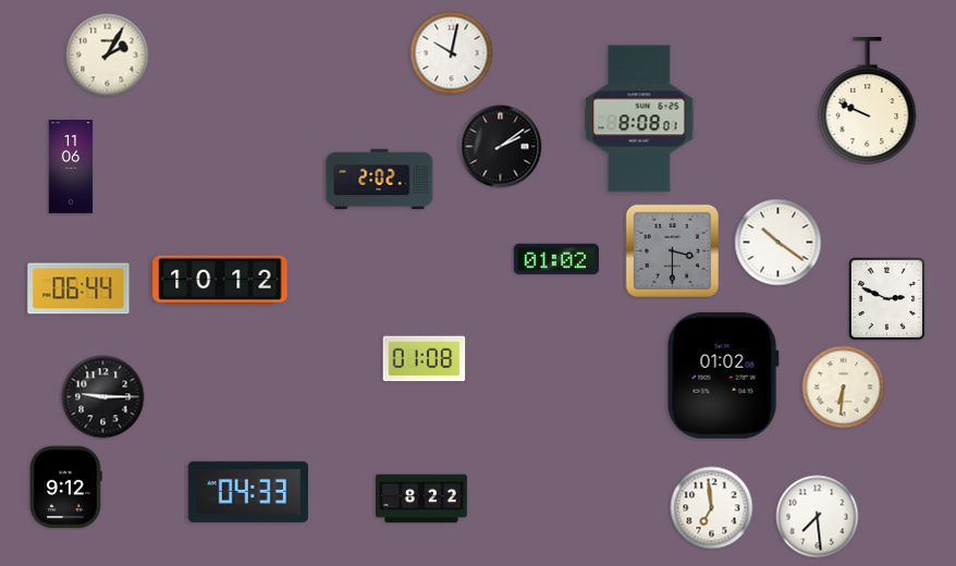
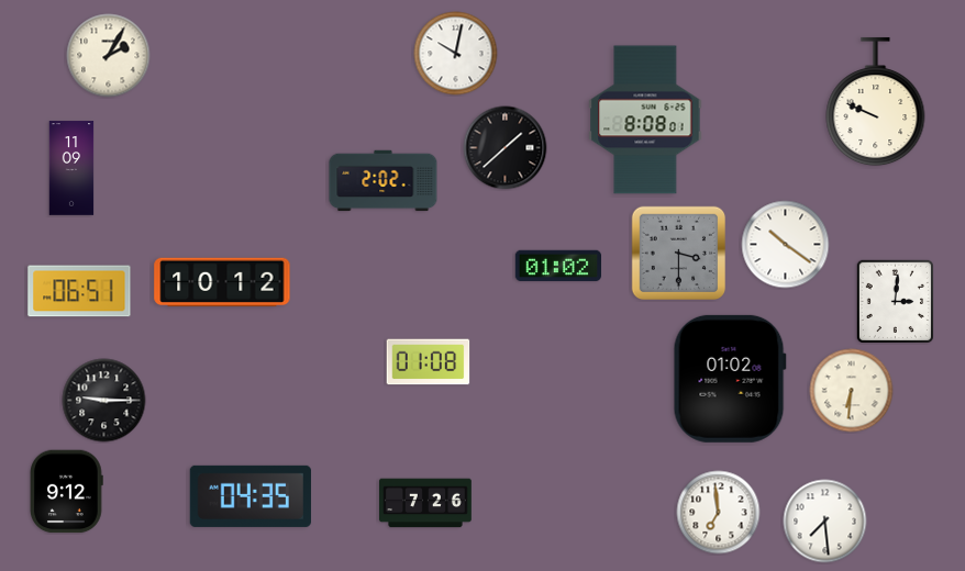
clock at (501, 147): 2:09 -> 1:38
clock at (71, 167): 11:06 -> 11:09
clock at (555, 259) position: (555, 259) -> (557, 266)
clock at (78, 288): 06:44 -> 06:51
clock at (886, 298): 2:49 -> 3:01
clock at (248, 492): 04:33 -> 04:35
clock at (422, 499): 8:22 -> 7:26
